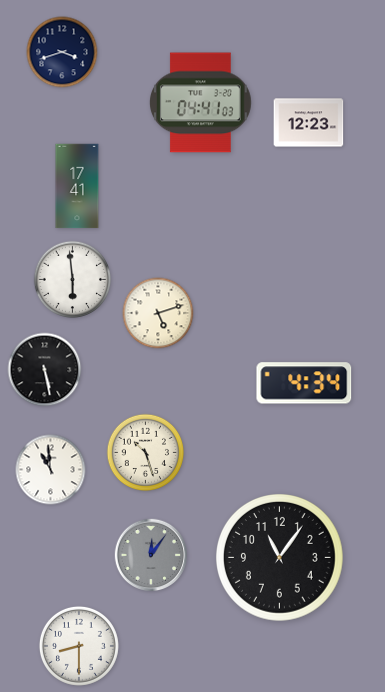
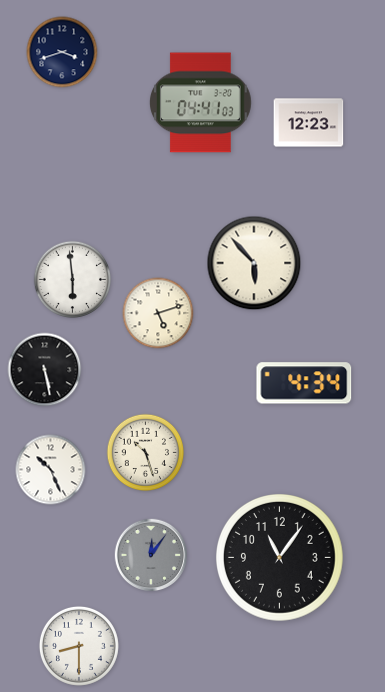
clock at (77, 186): 17:41 -> none
clock at (254, 263): none -> 5:53
clock at (51, 470): 10:59 -> 10:26
